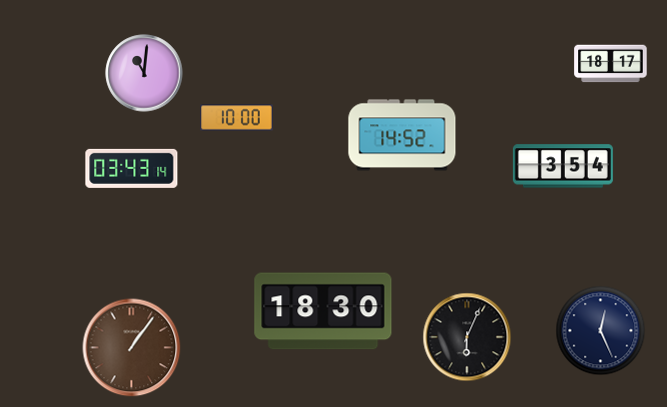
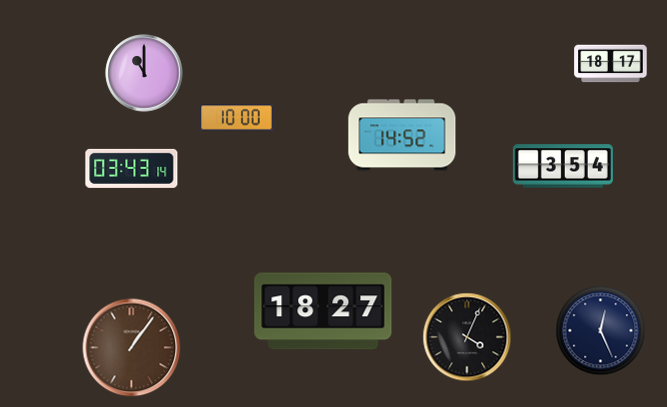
clock at (144, 73): 11:01 -> 11:00
clock at (323, 311): 18:30 -> 18:27
clock at (467, 337): 6:04 -> 4:04
